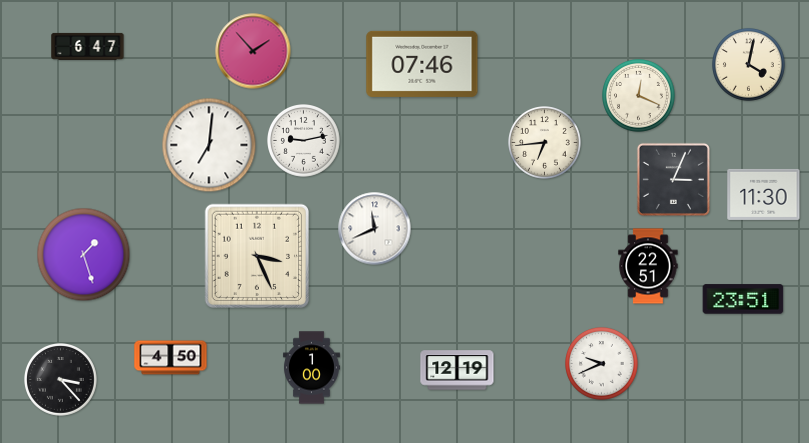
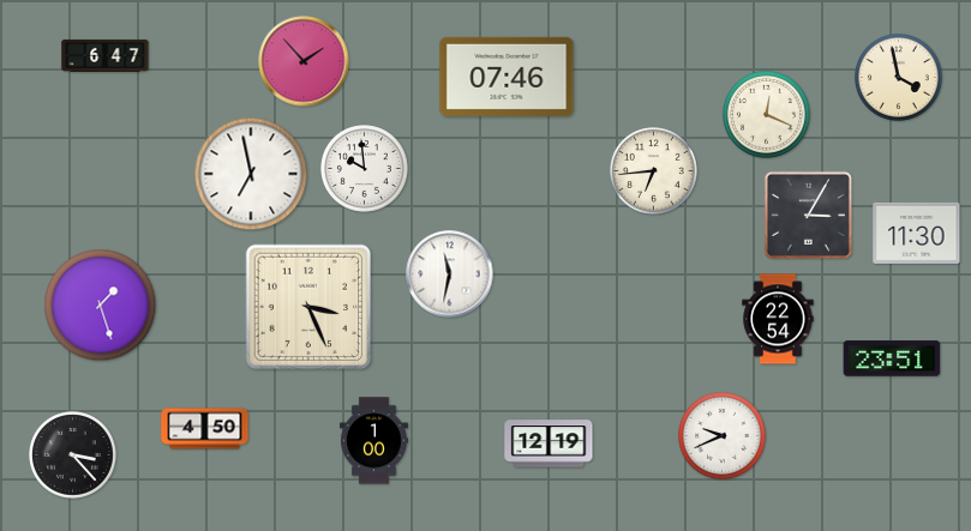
clock at (749, 65): 4:02 -> 3:58
clock at (304, 141): 9:13 -> 9:59
clock at (209, 145): 7:01 -> 6:58
clock at (673, 179): 3:04 -> 3:05
clock at (375, 229): 11:41 -> 11:32
clock at (648, 266): 22:51 -> 22:54
